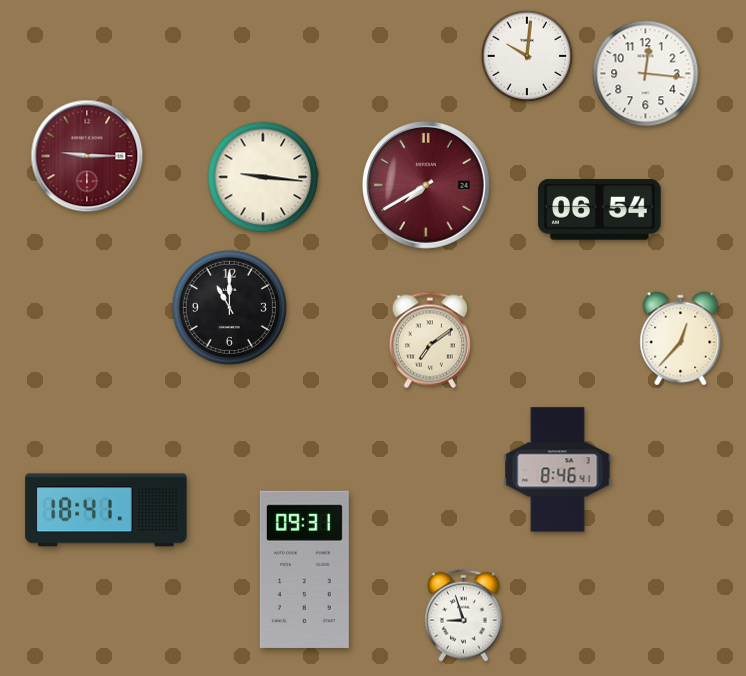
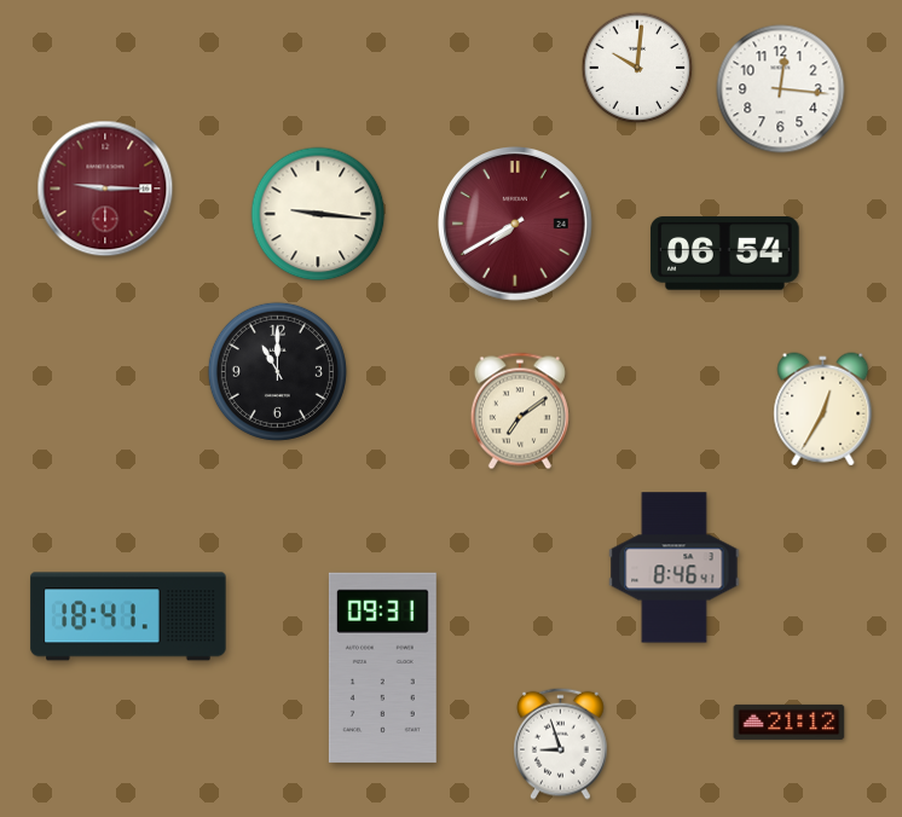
clock at (681, 339): 12:37 -> 12:35
clock at (304, 569) position: (304, 569) -> (382, 667)
clock at (790, 722): none -> 21:12
